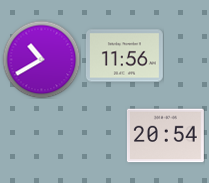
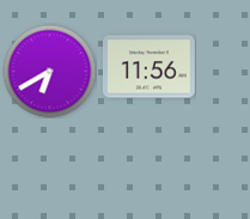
clock at (41, 59): 10:40 -> 6:40
clock at (165, 136): 20:54 -> none
